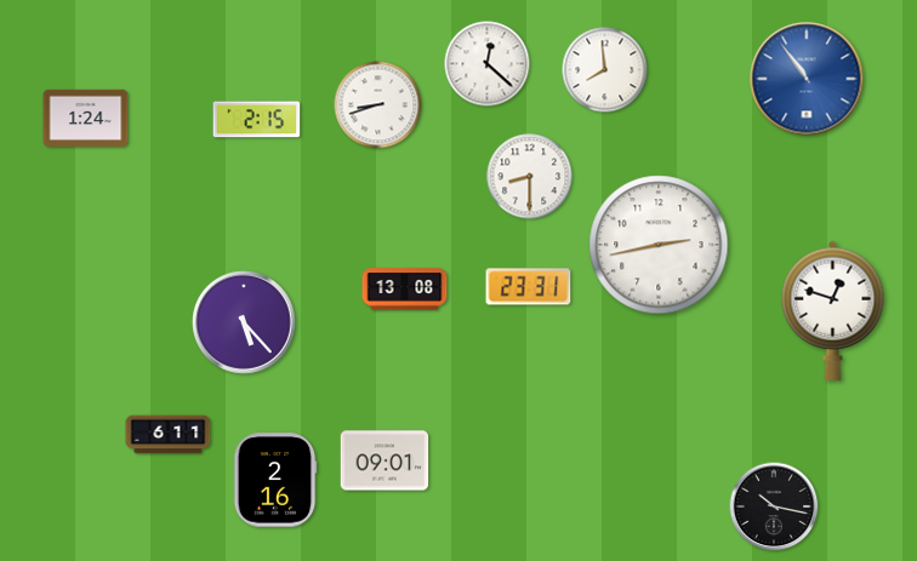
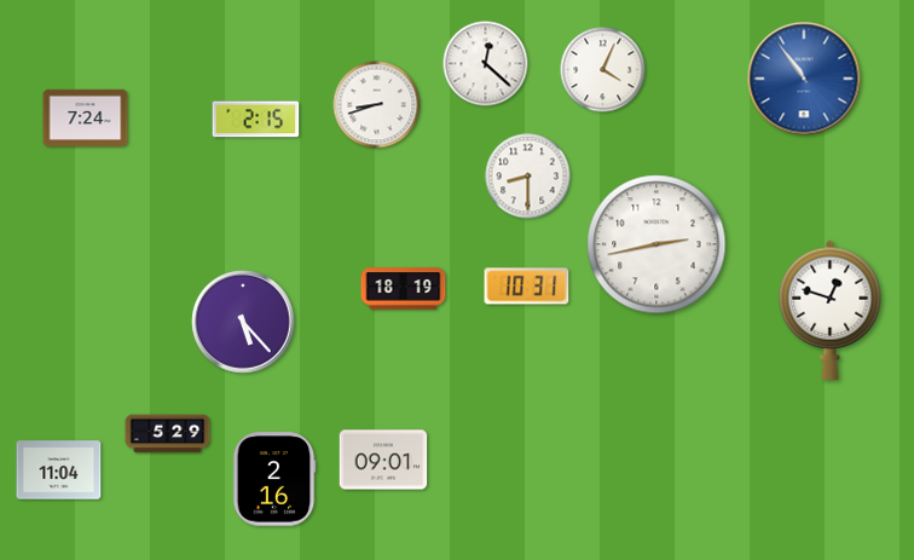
clock at (605, 70): 7:59 -> 4:04
clock at (86, 118): 1:24 -> 7:24
clock at (529, 287): 23:31 -> 10:31
clock at (405, 290): 13:08 -> 18:19
clock at (169, 435): 6:11 -> 5:29
clock at (59, 470): none -> 11:04
clock at (774, 506): 10:17 -> none
